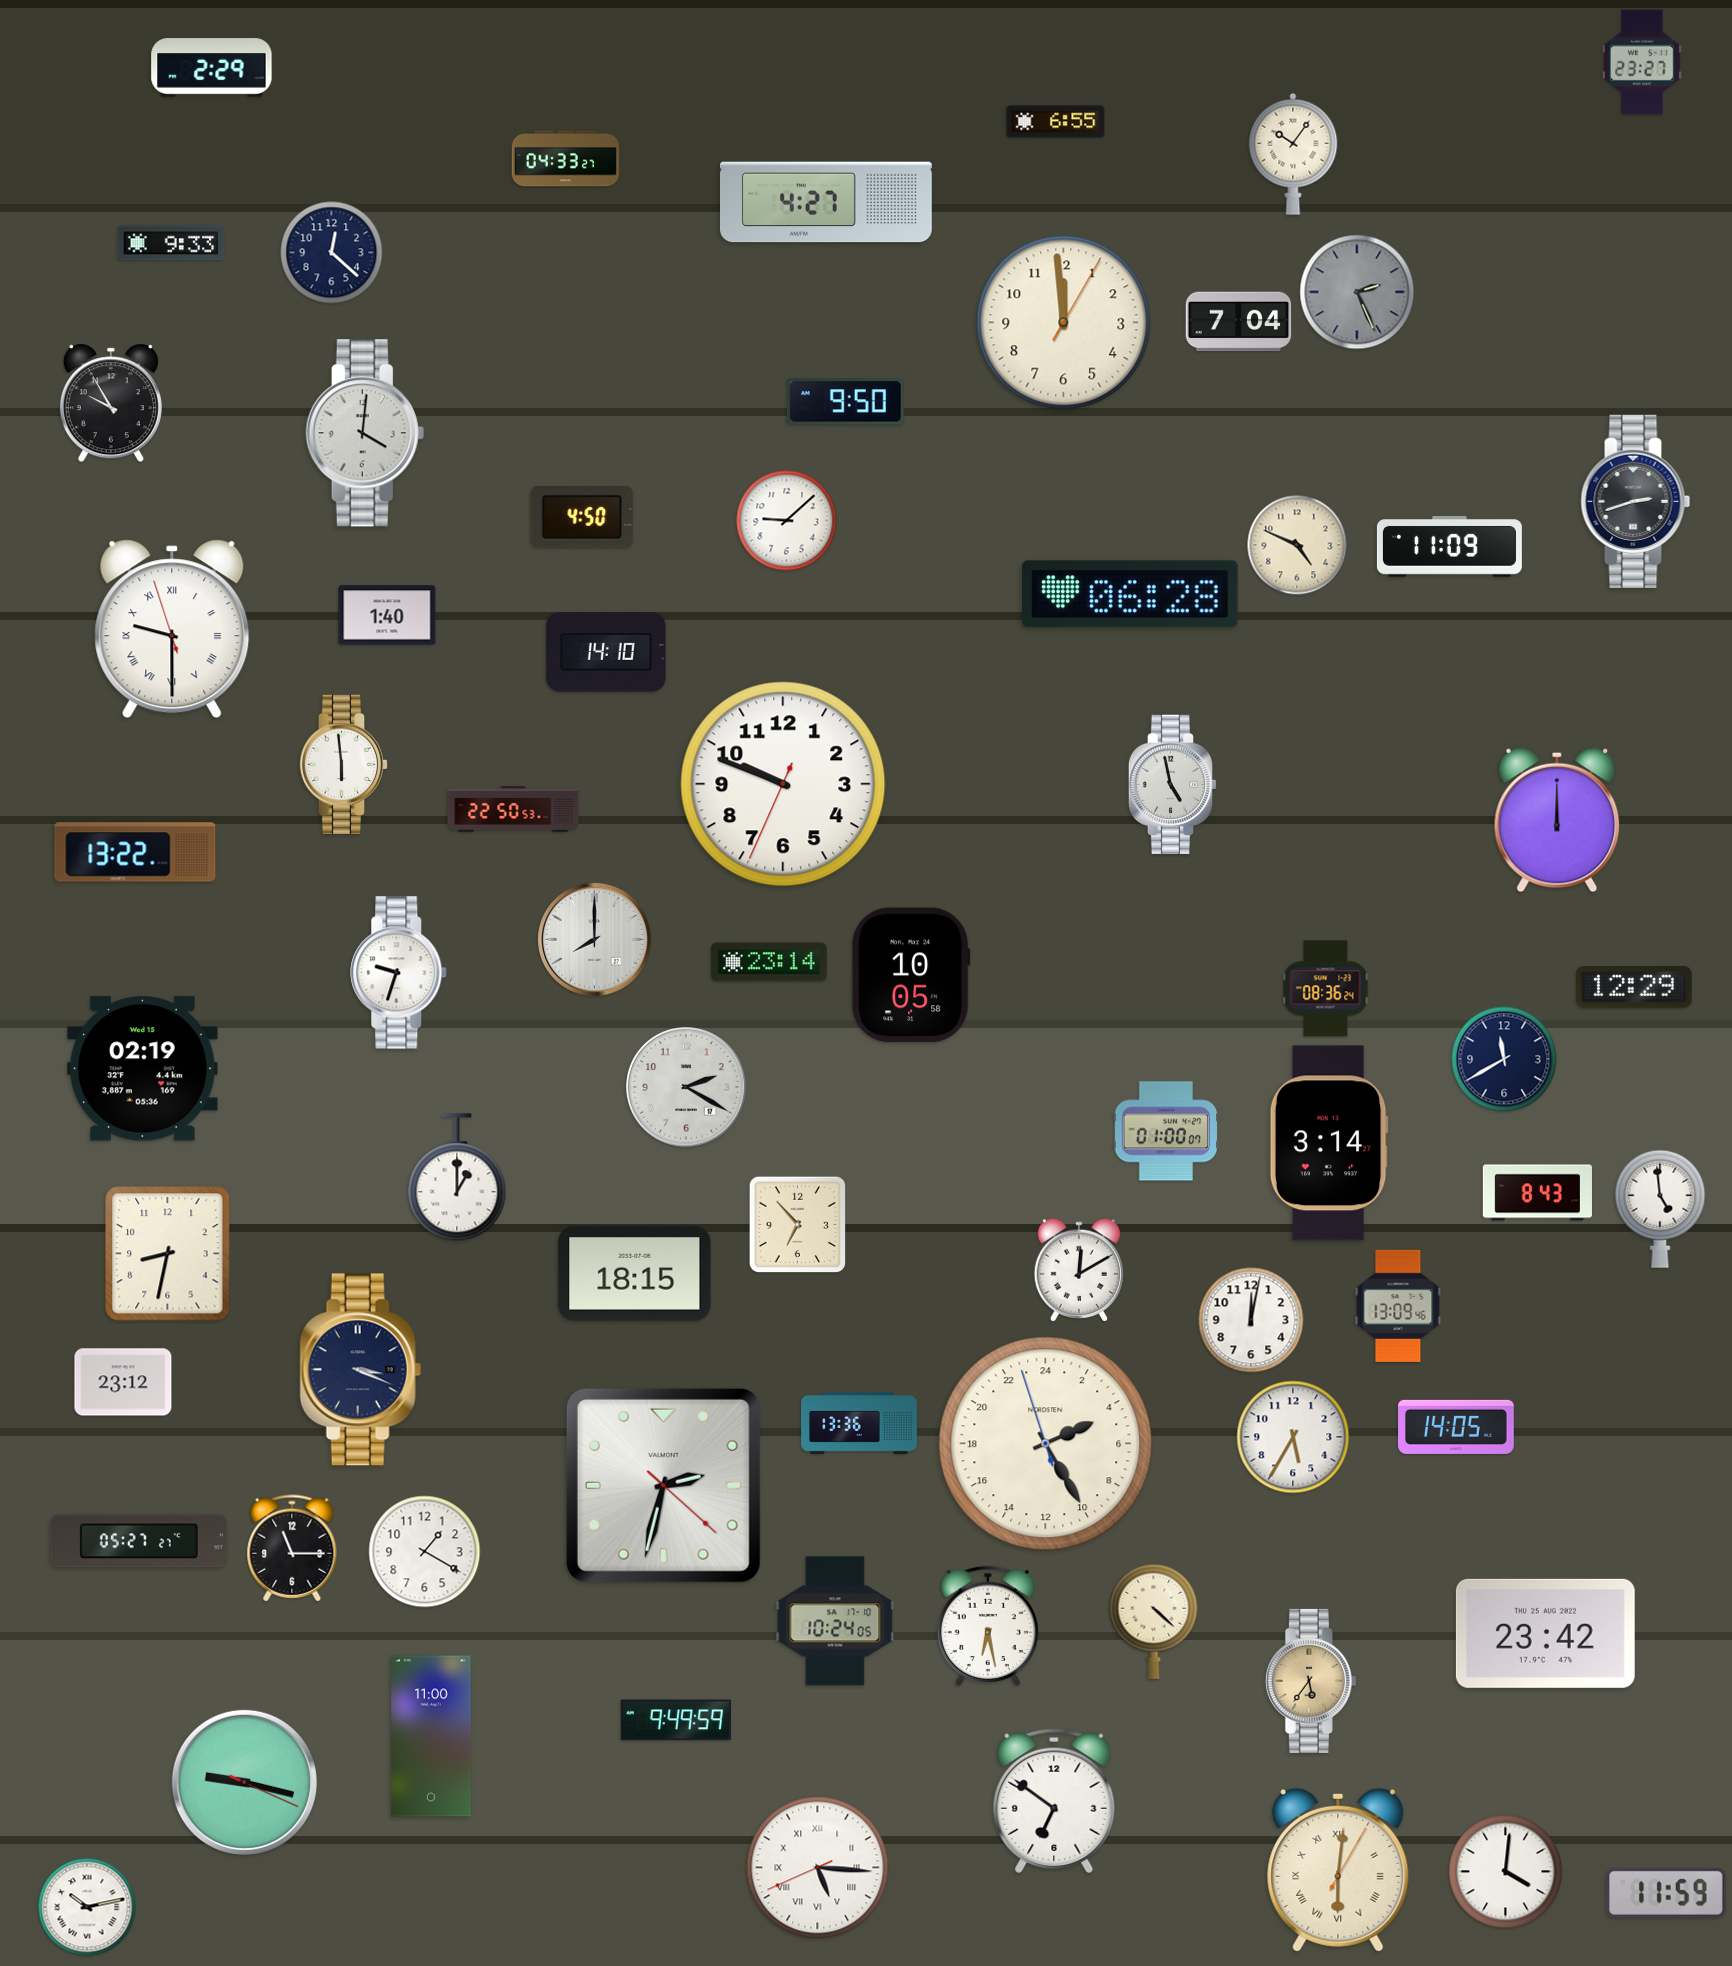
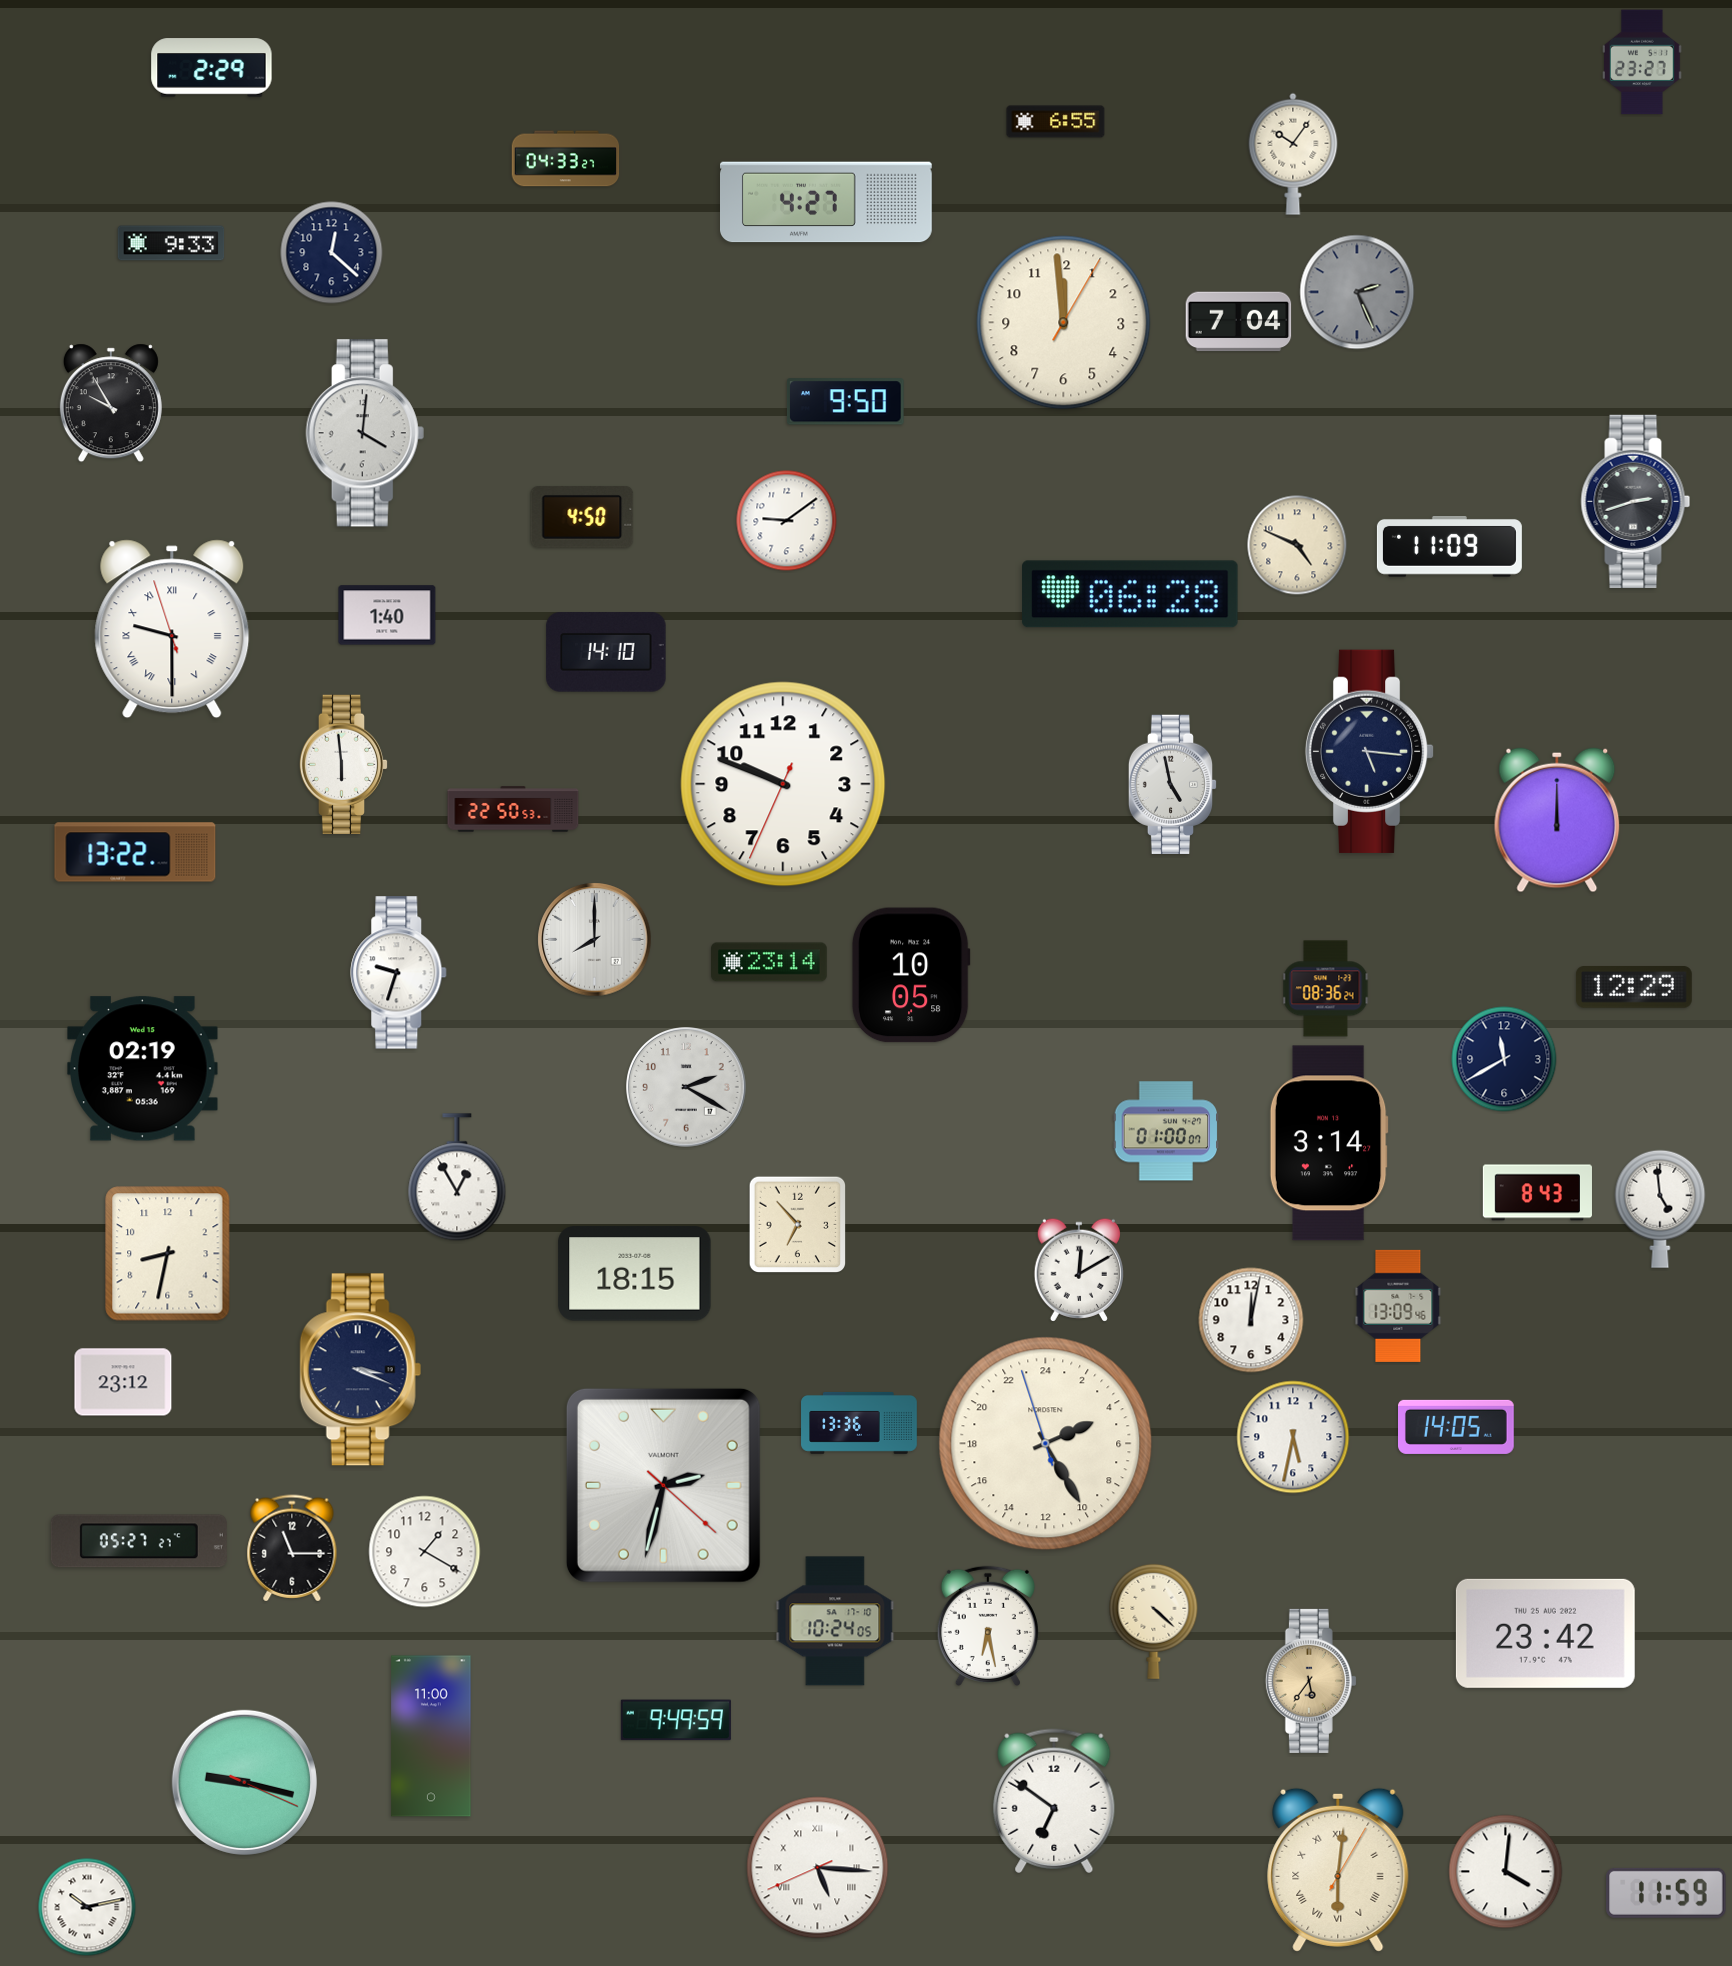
clock at (787, 521): 9:08 -> 9:09
clock at (1370, 751): none -> 5:16
clock at (457, 1178): 1:00 -> 12:55
clock at (1293, 1437): 5:35 -> 5:32
